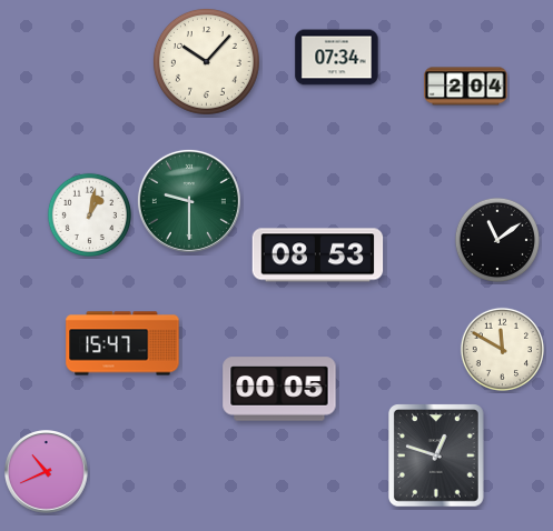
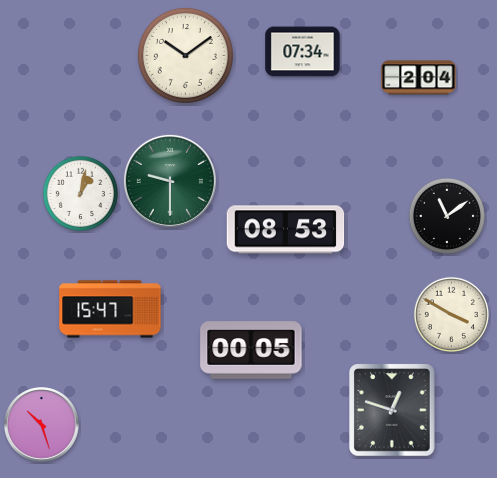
clock at (206, 61): 10:07 -> 10:09
clock at (502, 349): 11:50 -> 3:50
clock at (47, 472): 10:41 -> 10:27
